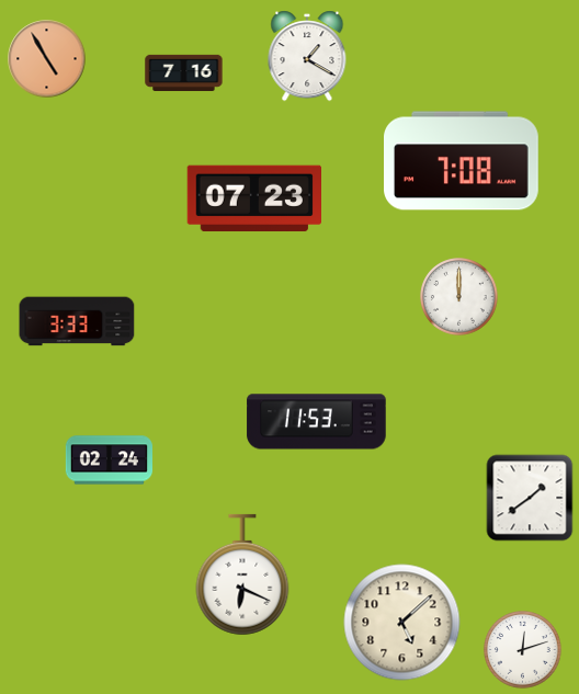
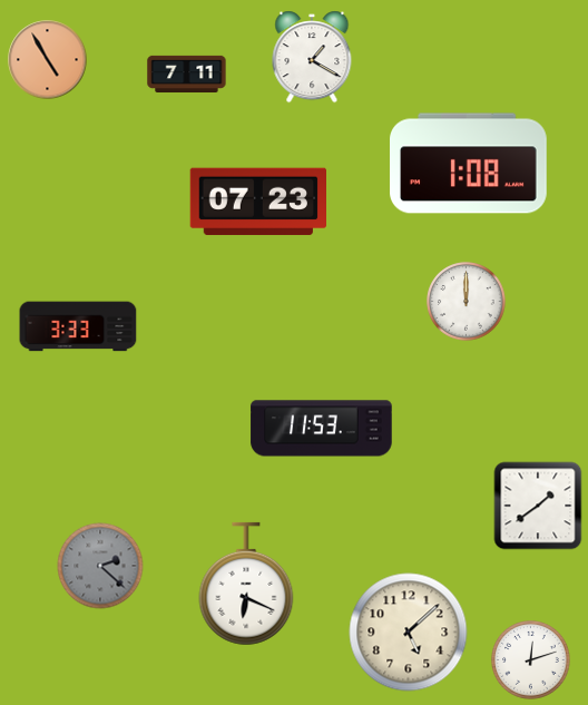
clock at (184, 73): 7:16 -> 7:11
clock at (462, 161): 7:08 -> 1:08
clock at (110, 460): 02:24 -> none
clock at (100, 566): none -> 2:22
